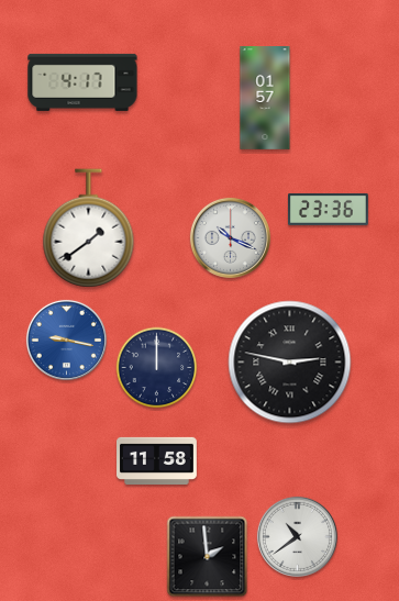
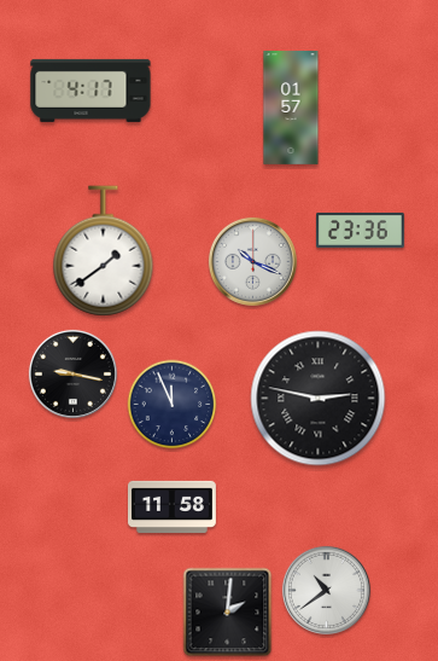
clock at (89, 229) position: (89, 229) -> (104, 251)
clock at (66, 340) dial: blue -> black
clock at (157, 368): 12:00 -> 11:56
clock at (208, 557): 1:59 -> 2:01
